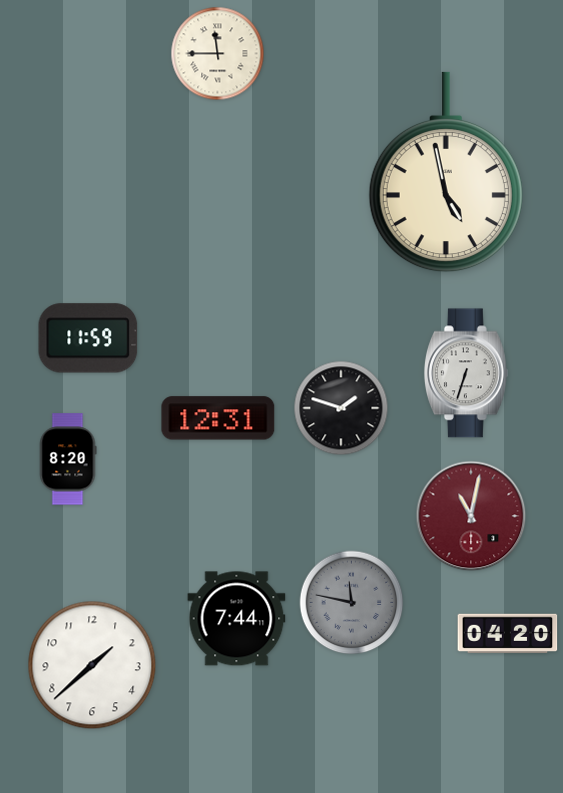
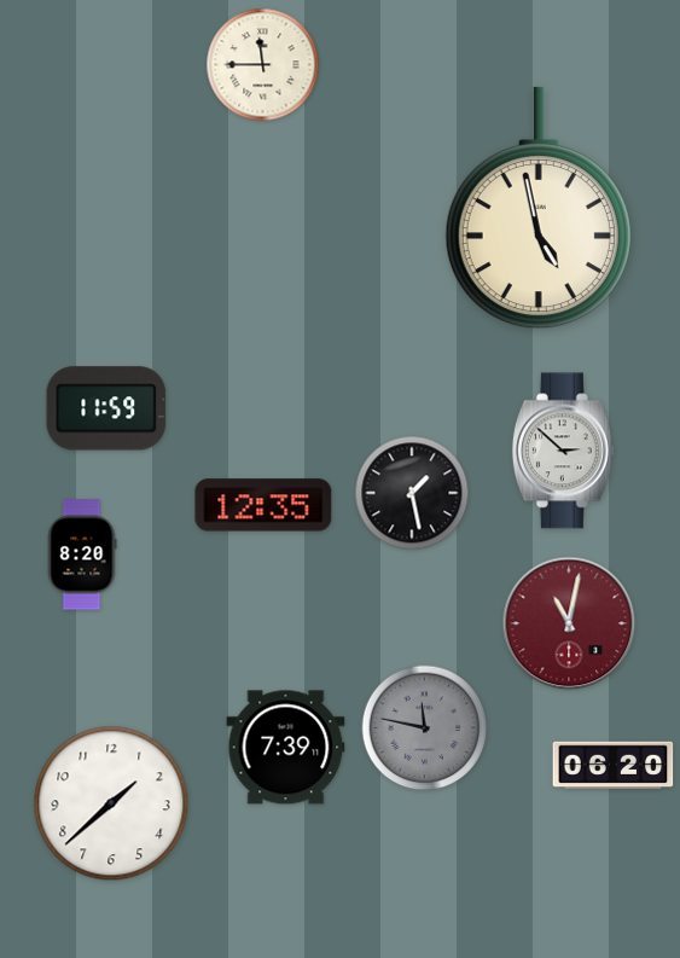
clock at (466, 373): 6:33 -> 2:52
clock at (341, 408): 1:48 -> 1:28
clock at (218, 418): 12:31 -> 12:35
clock at (237, 619): 7:44 -> 7:39
clock at (508, 634): 04:20 -> 06:20
